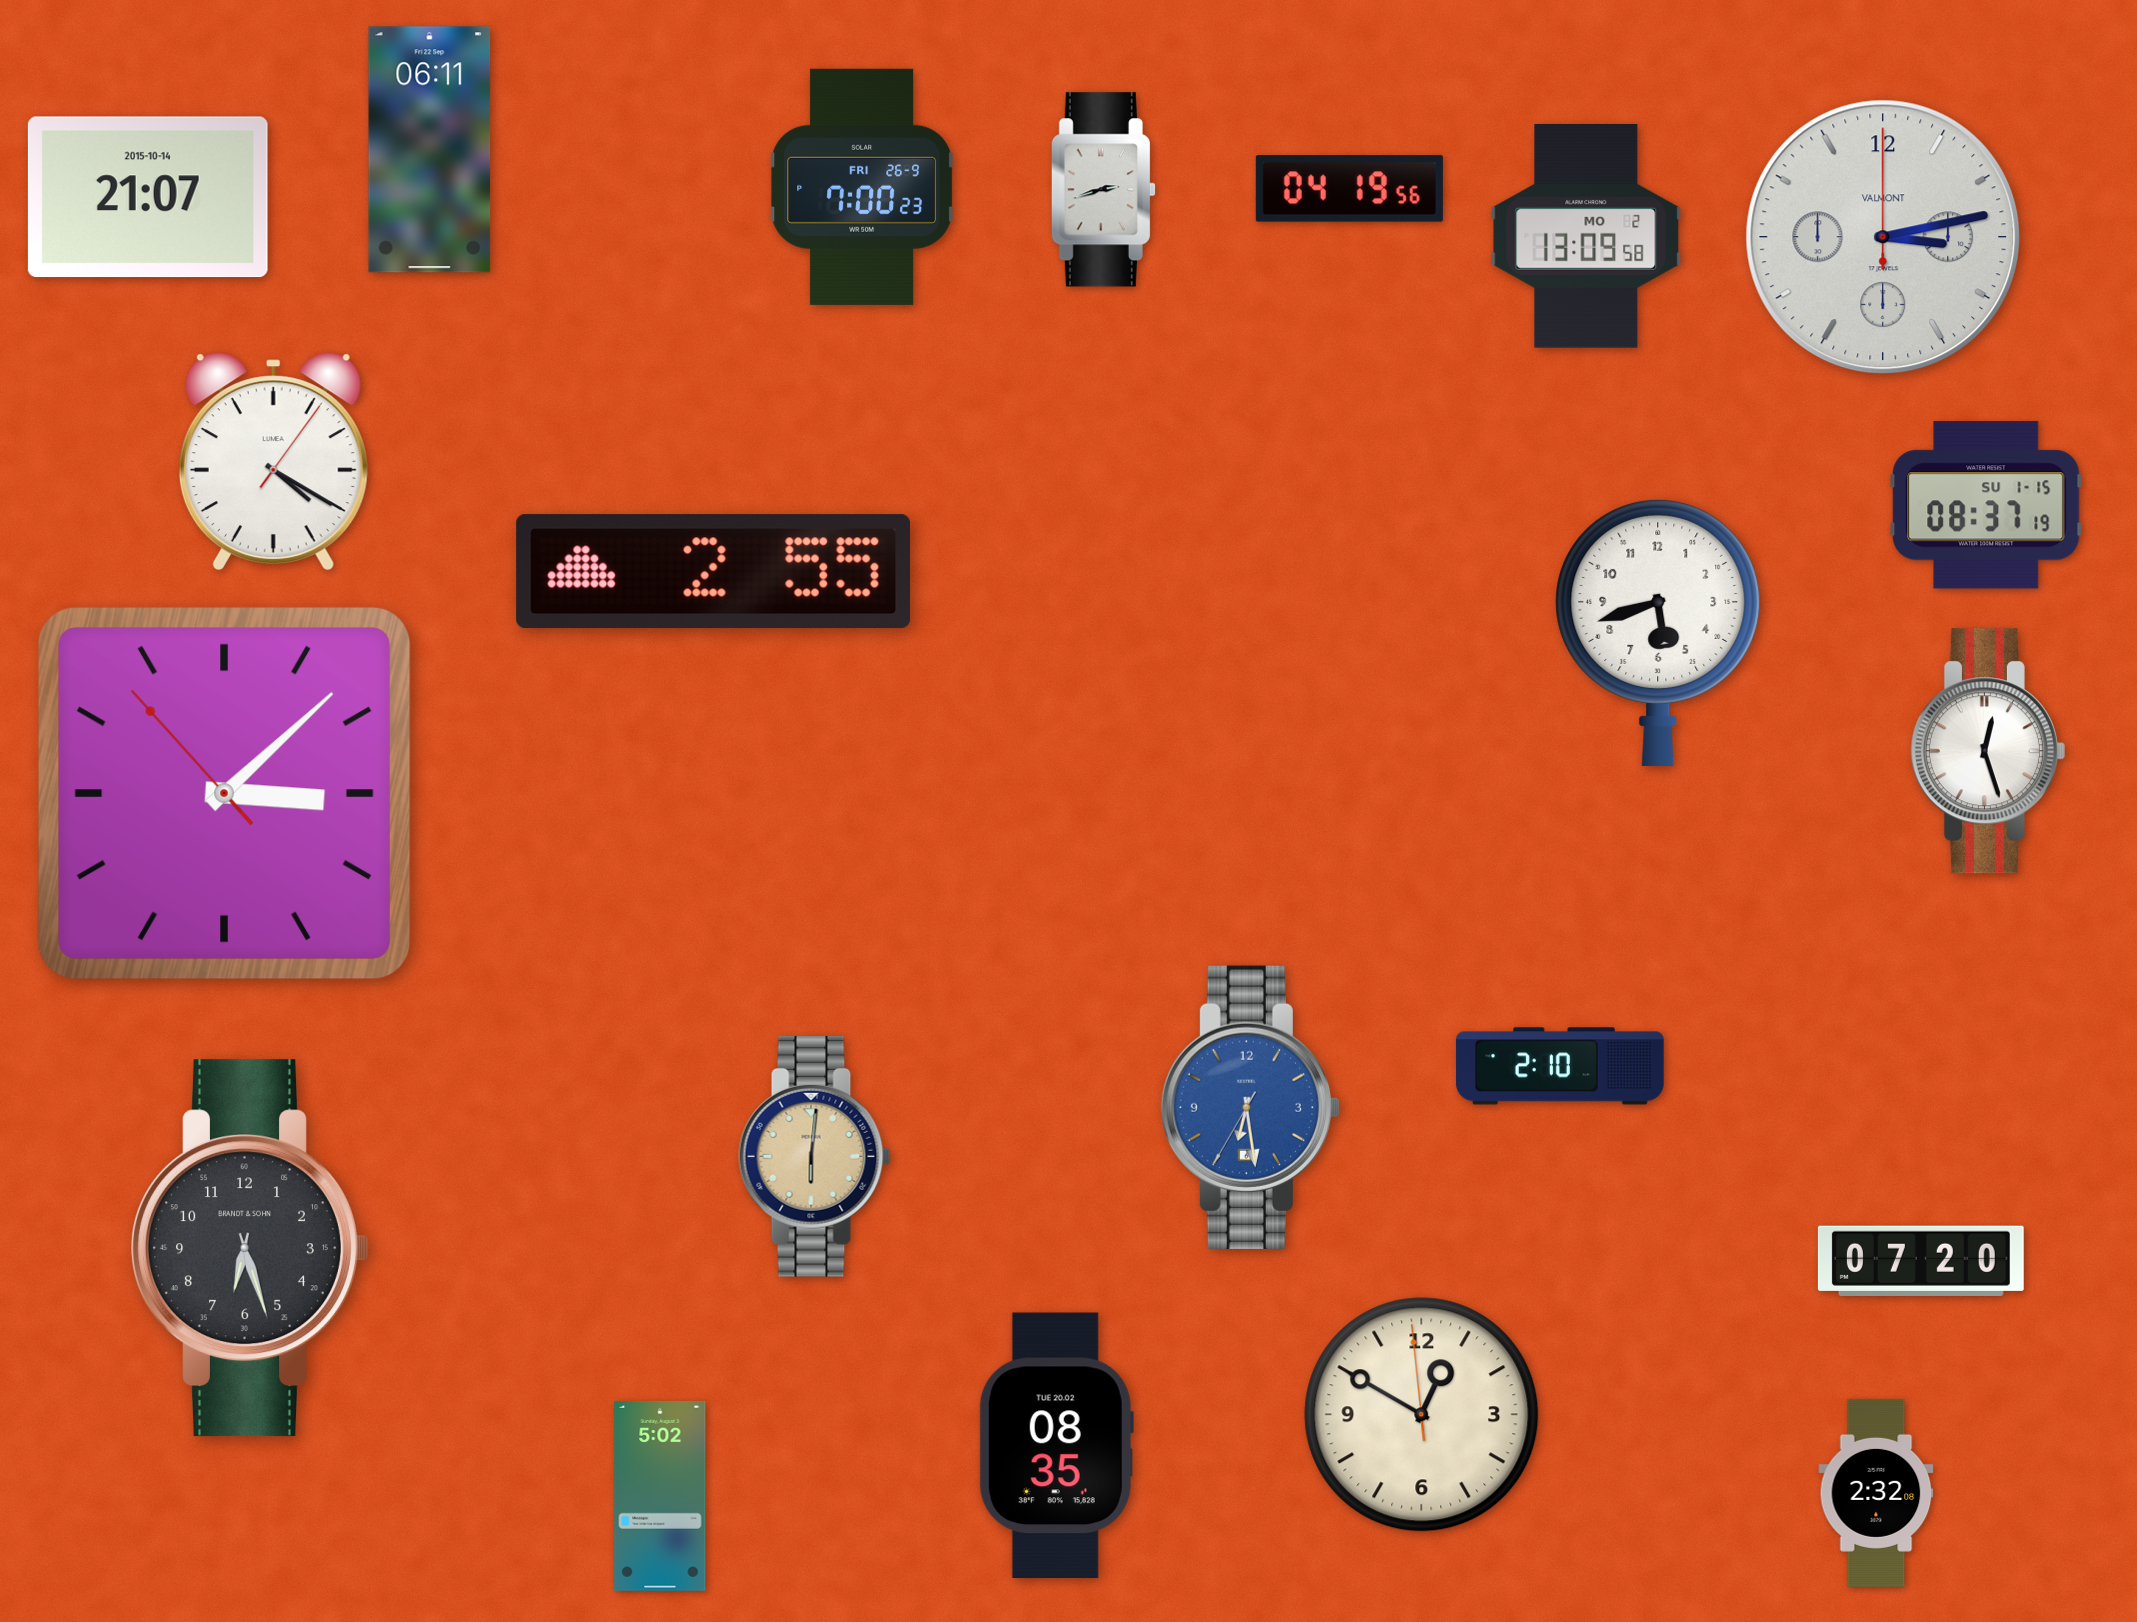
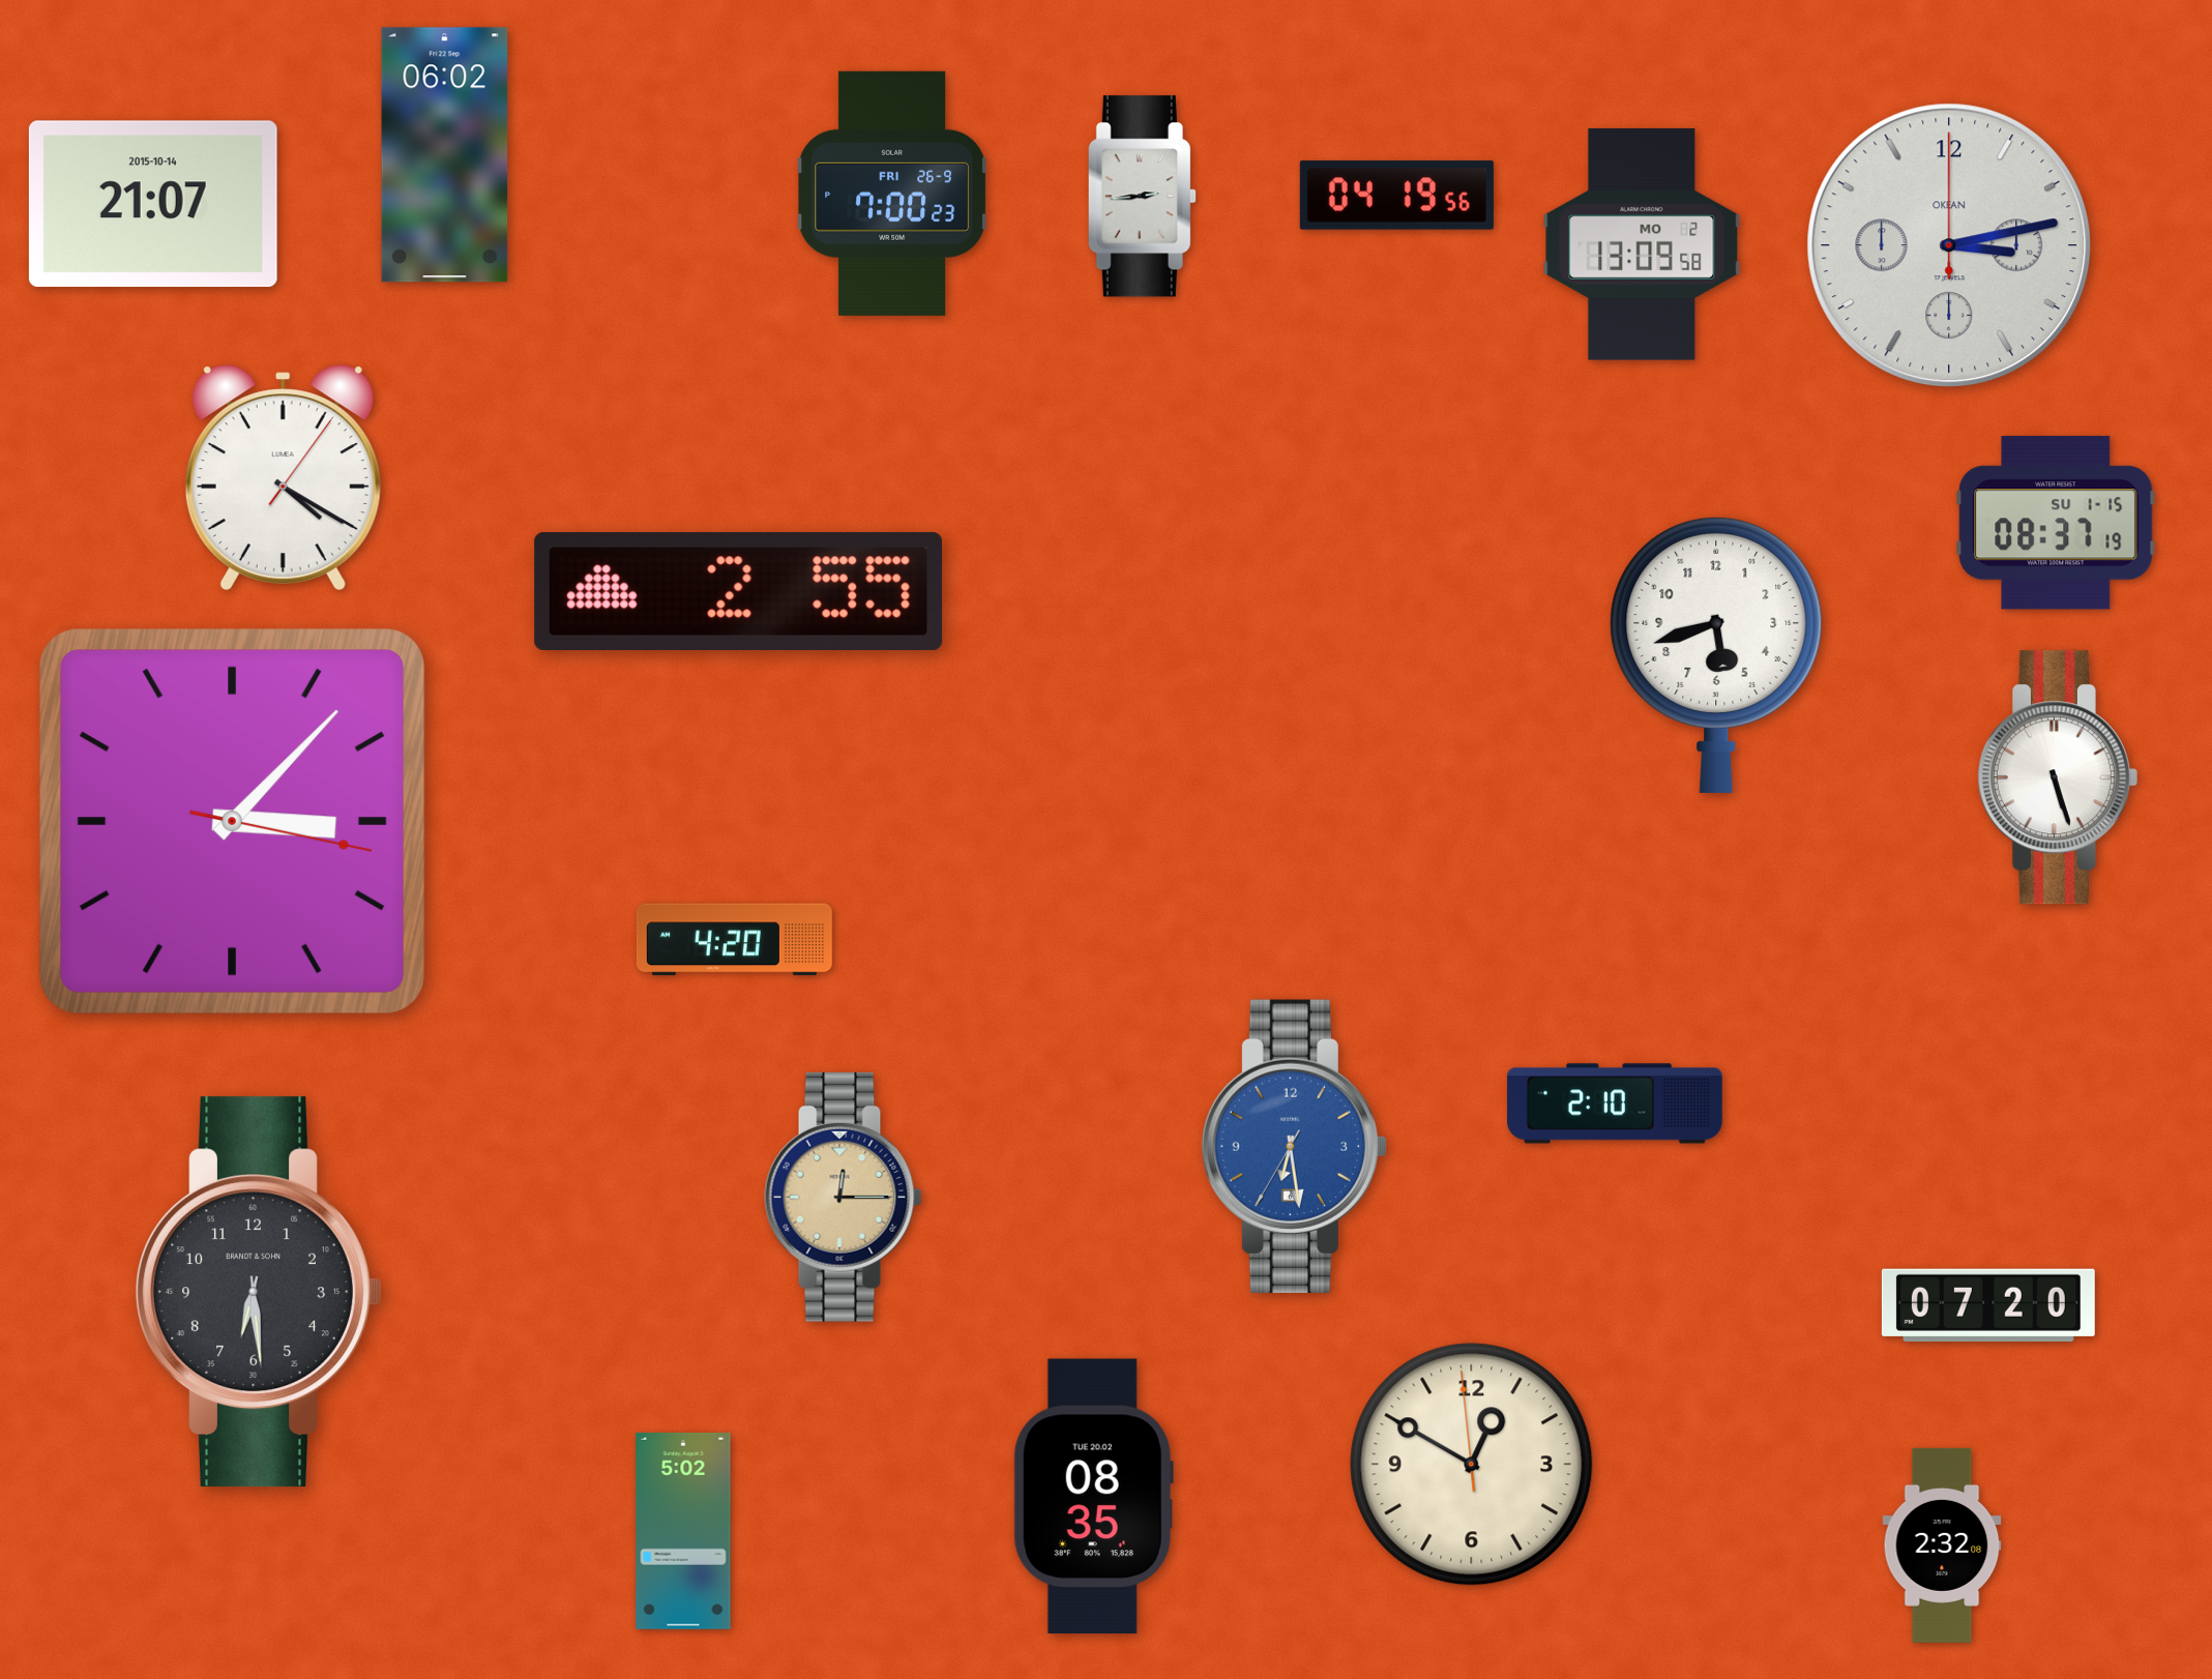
clock at (430, 150): 06:11 -> 06:02
clock at (1103, 190): 2:42 -> 2:44
clock at (1883, 237) brand: VALMONT -> OKEAN
clock at (1987, 751): 12:27 -> 5:27
clock at (225, 794): 3:07:53 -> 3:07:17
clock at (734, 940): none -> 4:20
clock at (815, 1156): 6:01 -> 12:15
clock at (251, 1248): 6:27 -> 6:29
clock at (660, 1496) position: (660, 1496) -> (683, 1531)
